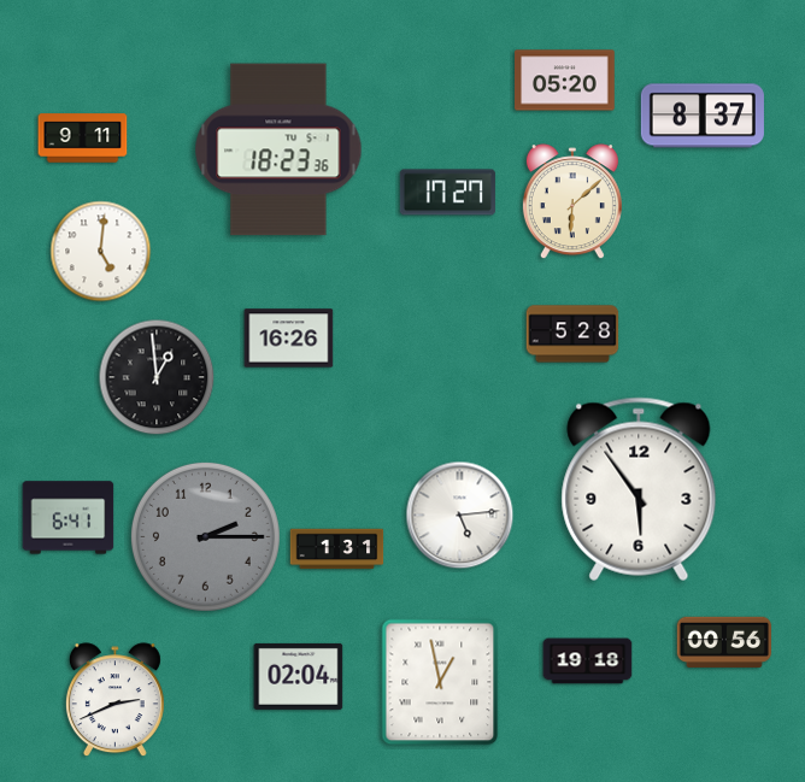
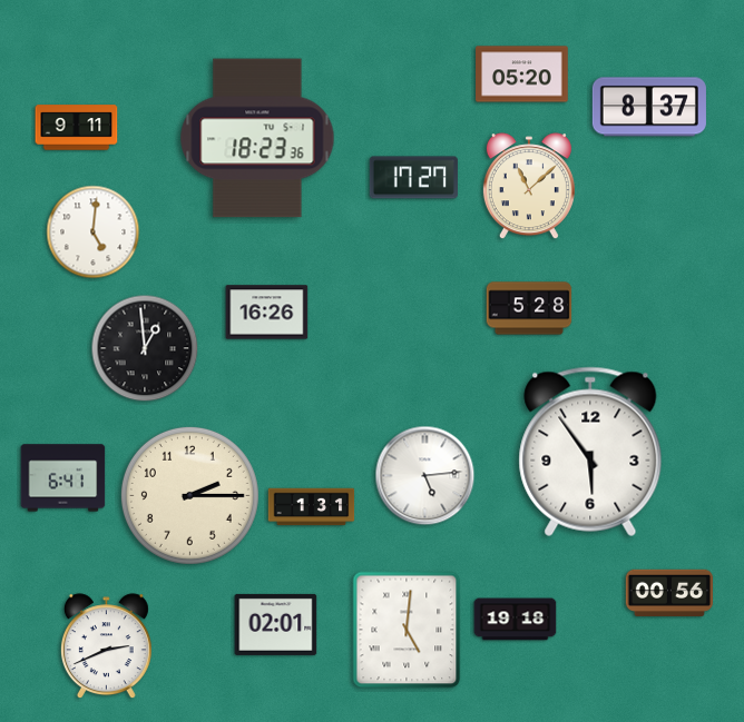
clock at (572, 202): 6:08 -> 11:08
clock at (205, 536) dial: grey -> cream
clock at (588, 662) position: (588, 662) -> (516, 620)
clock at (299, 676): 02:04 -> 02:01
clock at (440, 682): 12:58 -> 5:01
